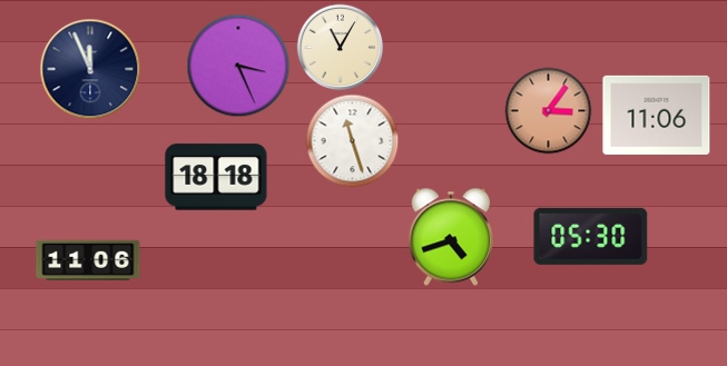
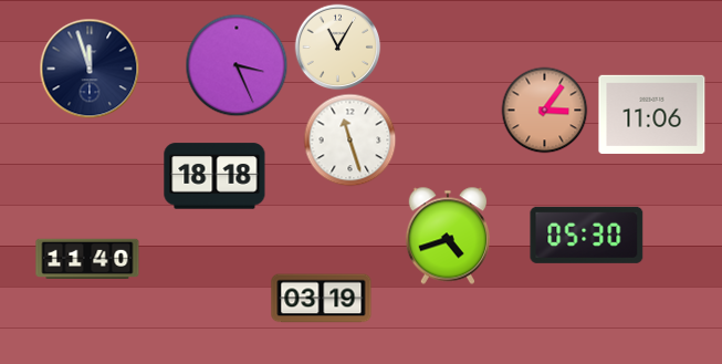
clock at (90, 69): 11:56 -> 11:57
clock at (88, 260): 11:06 -> 11:40
clock at (322, 299): none -> 03:19
